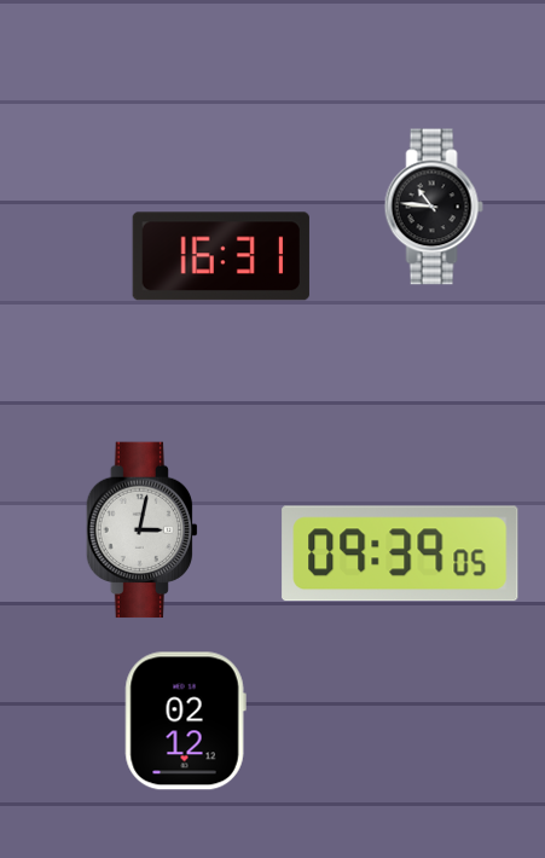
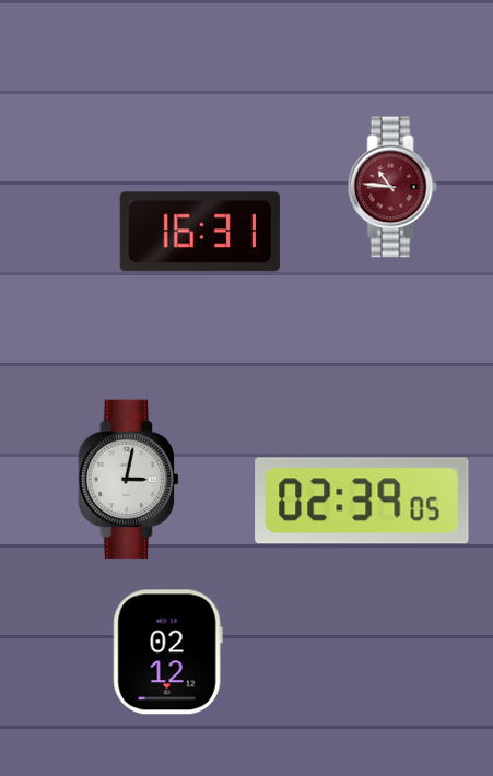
clock at (434, 207) dial: black -> burgundy
clock at (400, 553): 09:39 -> 02:39
